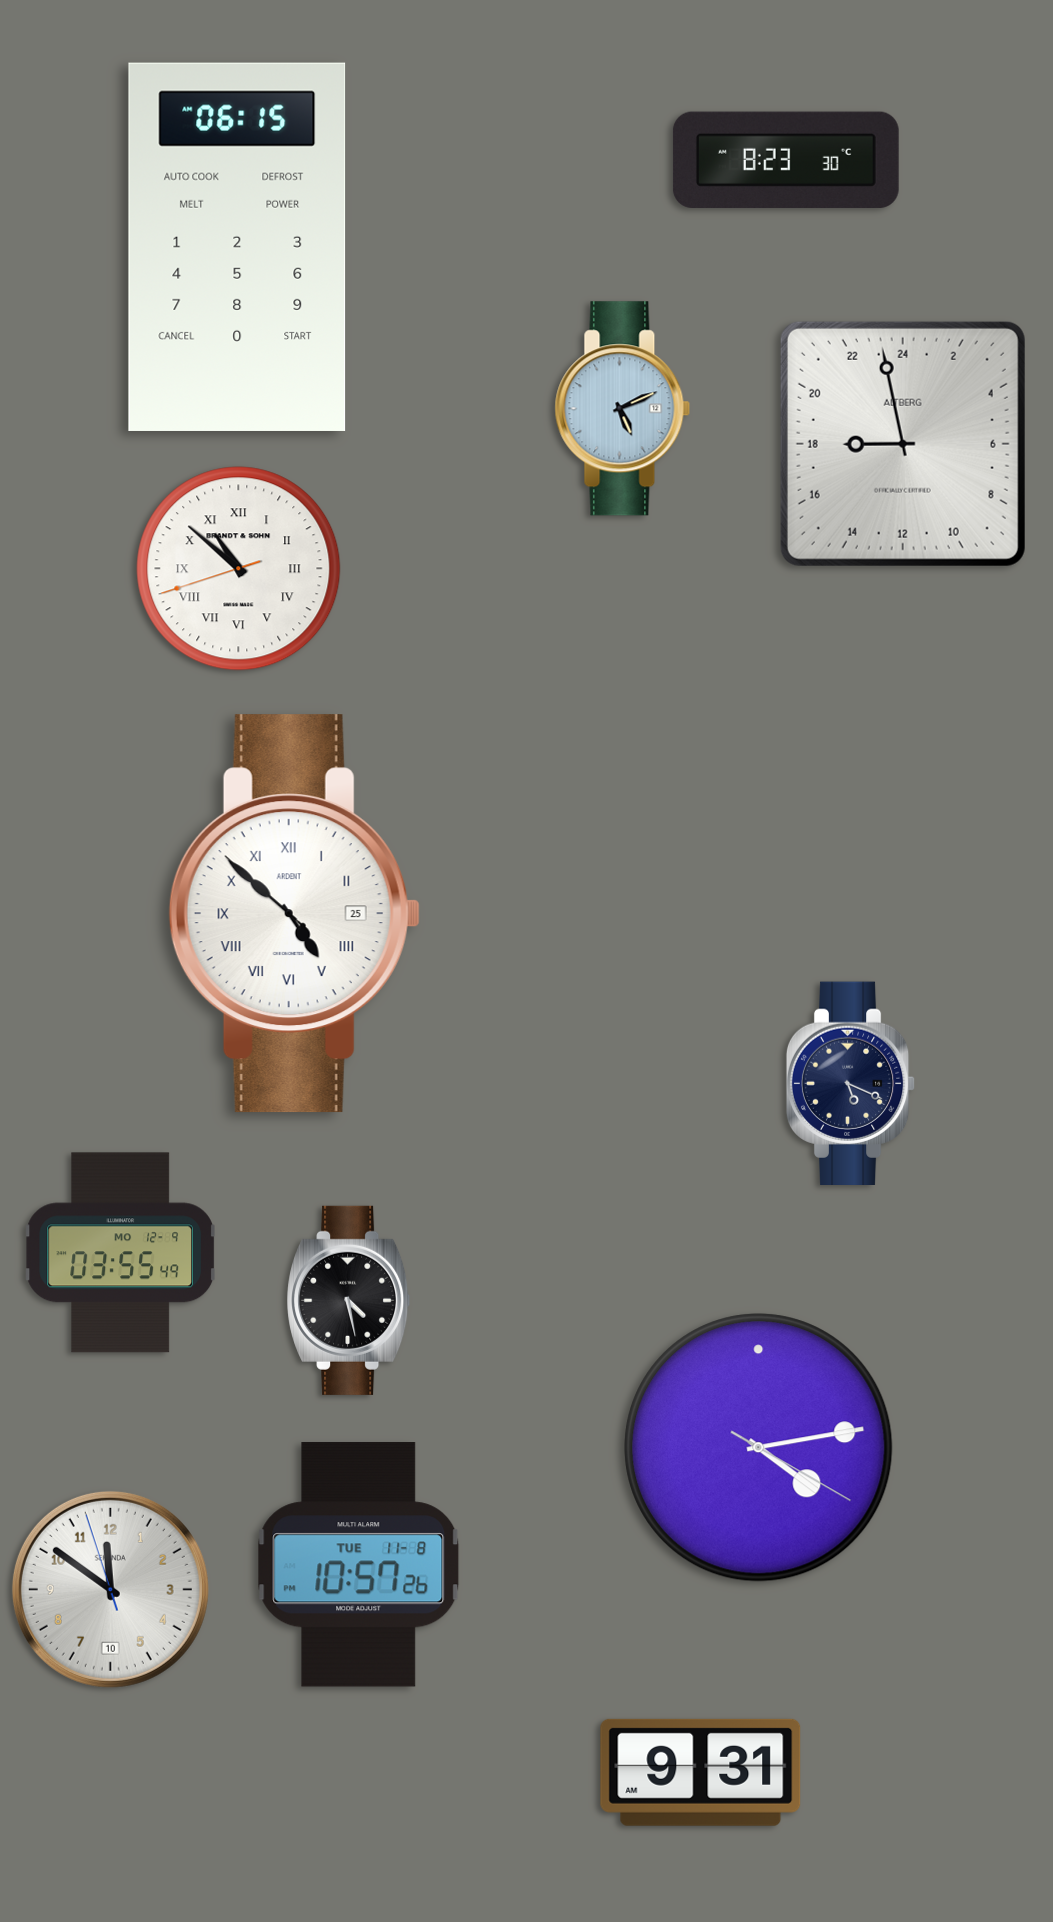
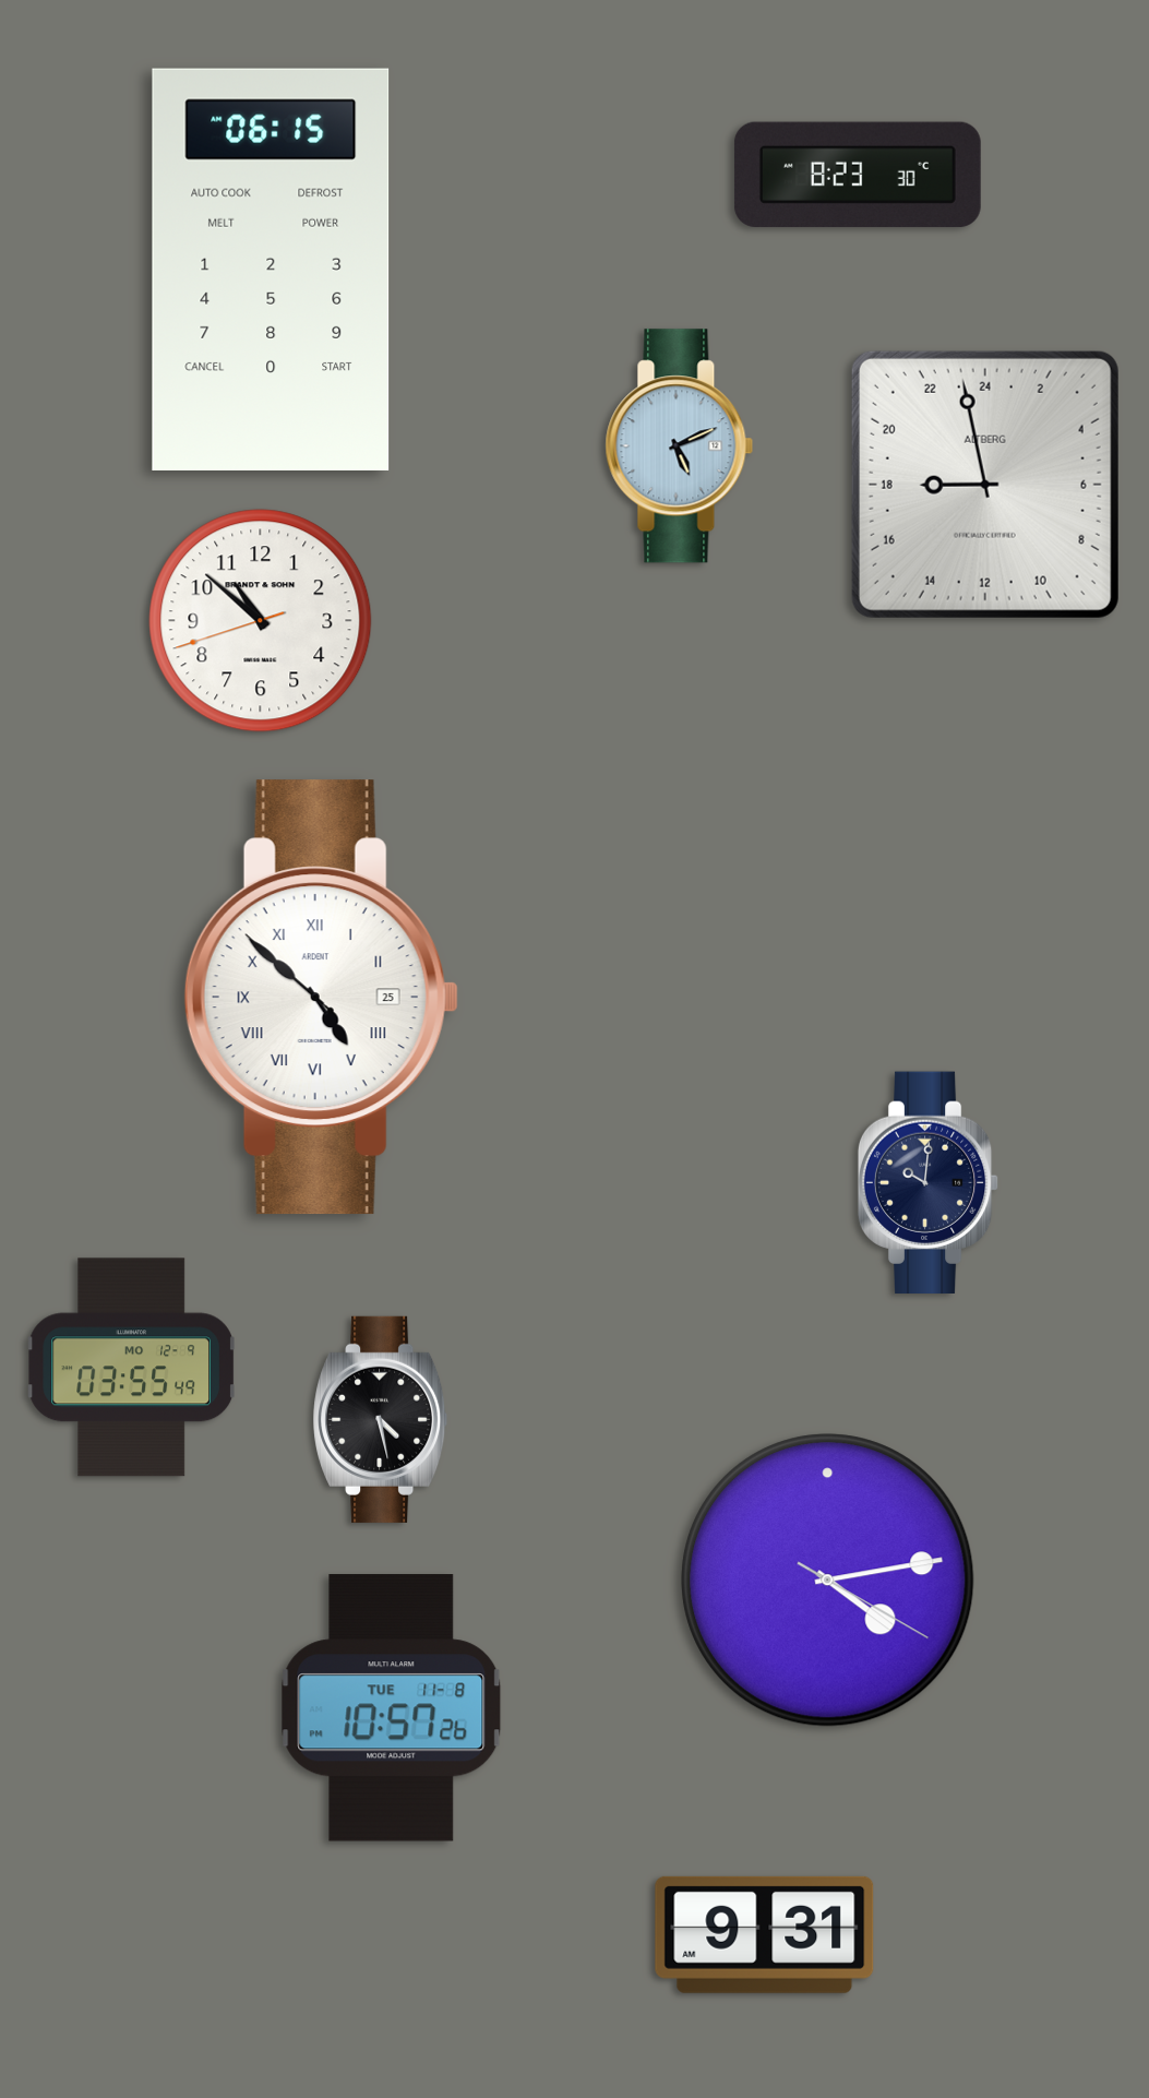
clock at (237, 247) position: (237, 247) -> (271, 270)
clock at (239, 569) numerals: Roman -> Arabic
clock at (851, 1083): 5:19 -> 10:01
clock at (110, 1589): 11:50 -> none
